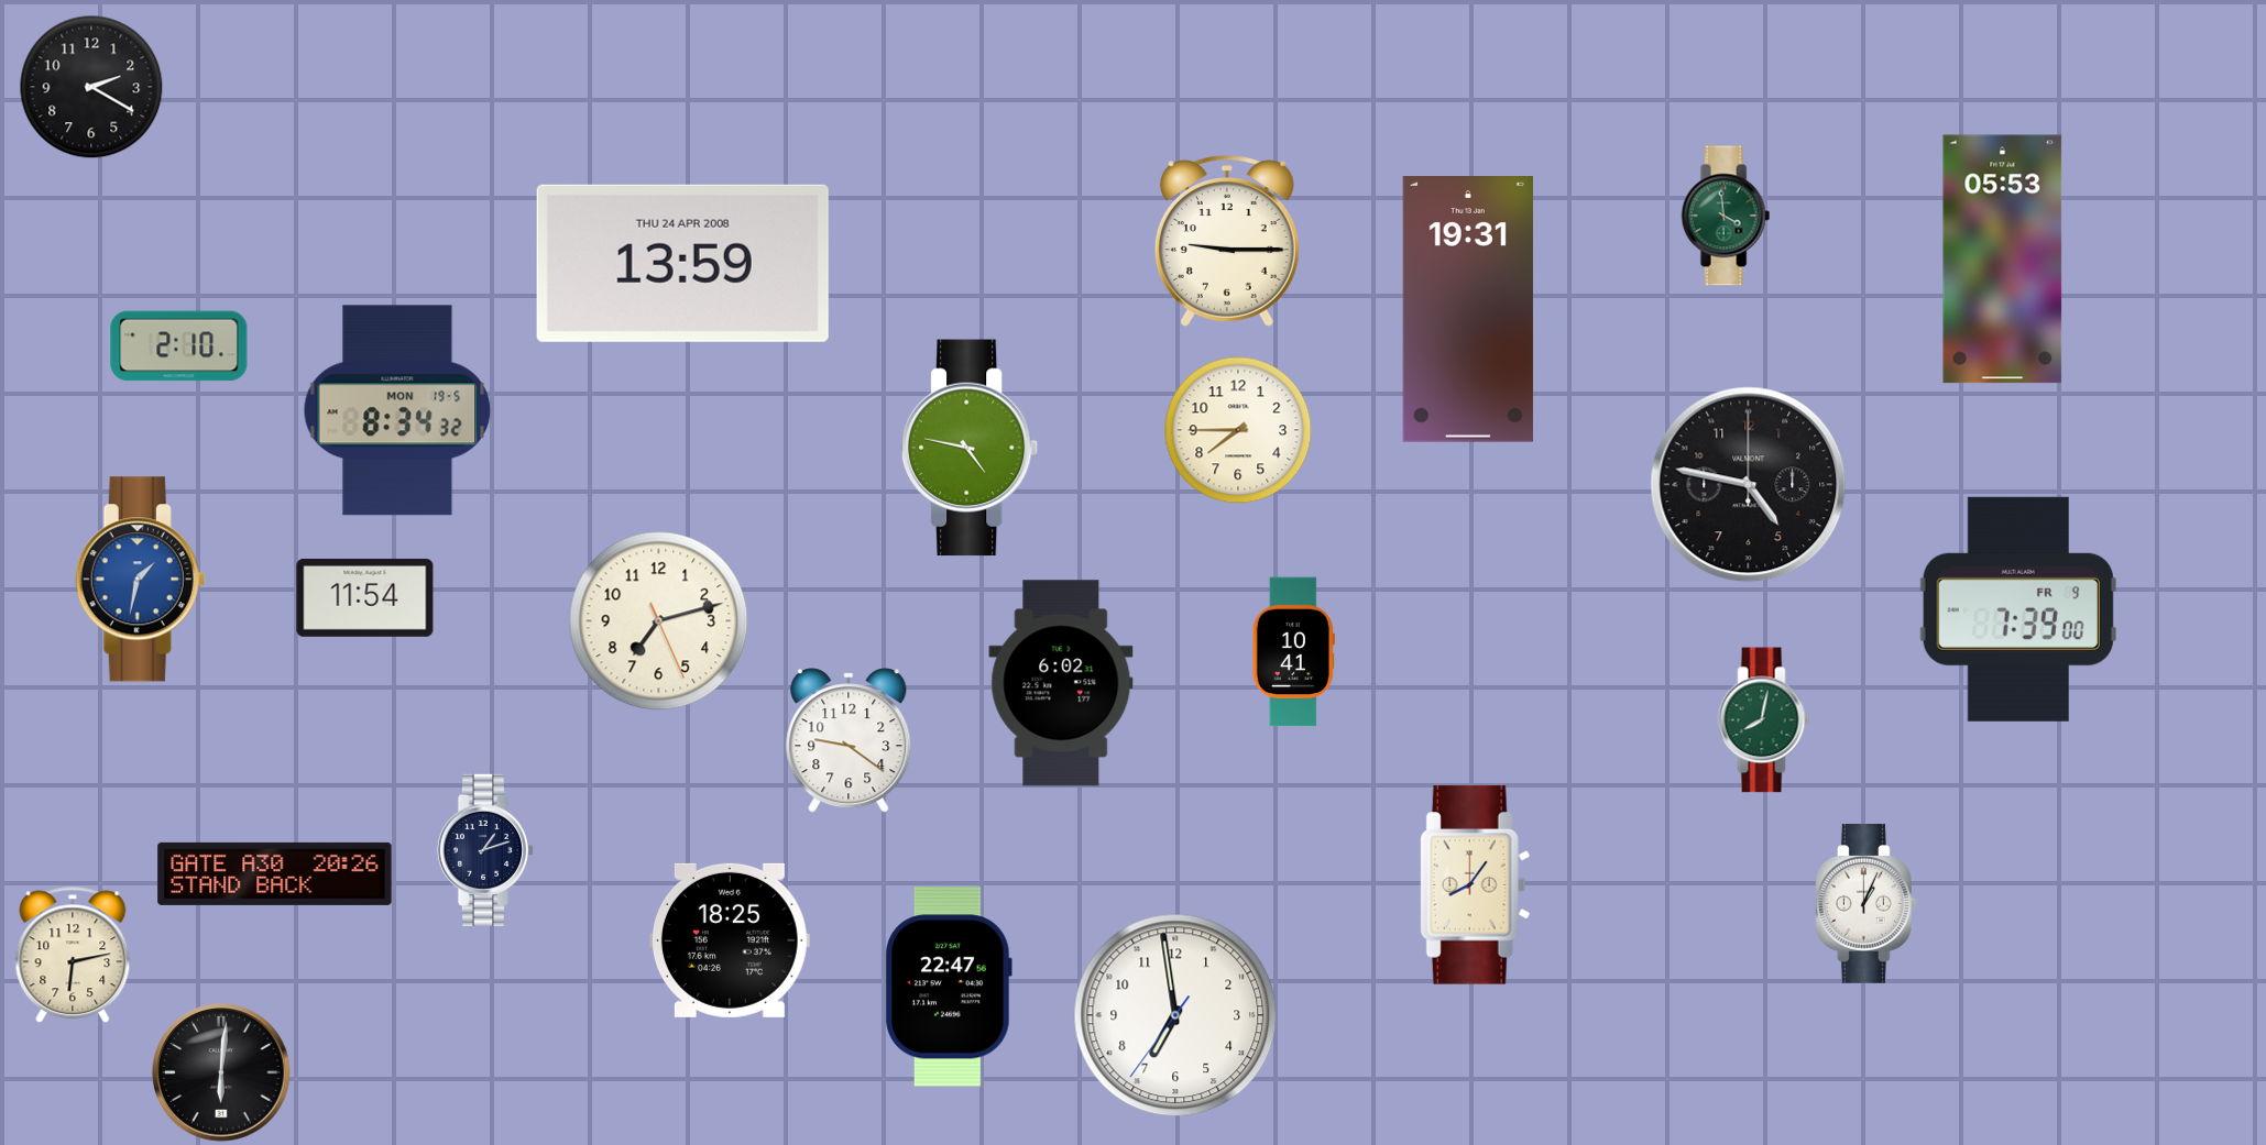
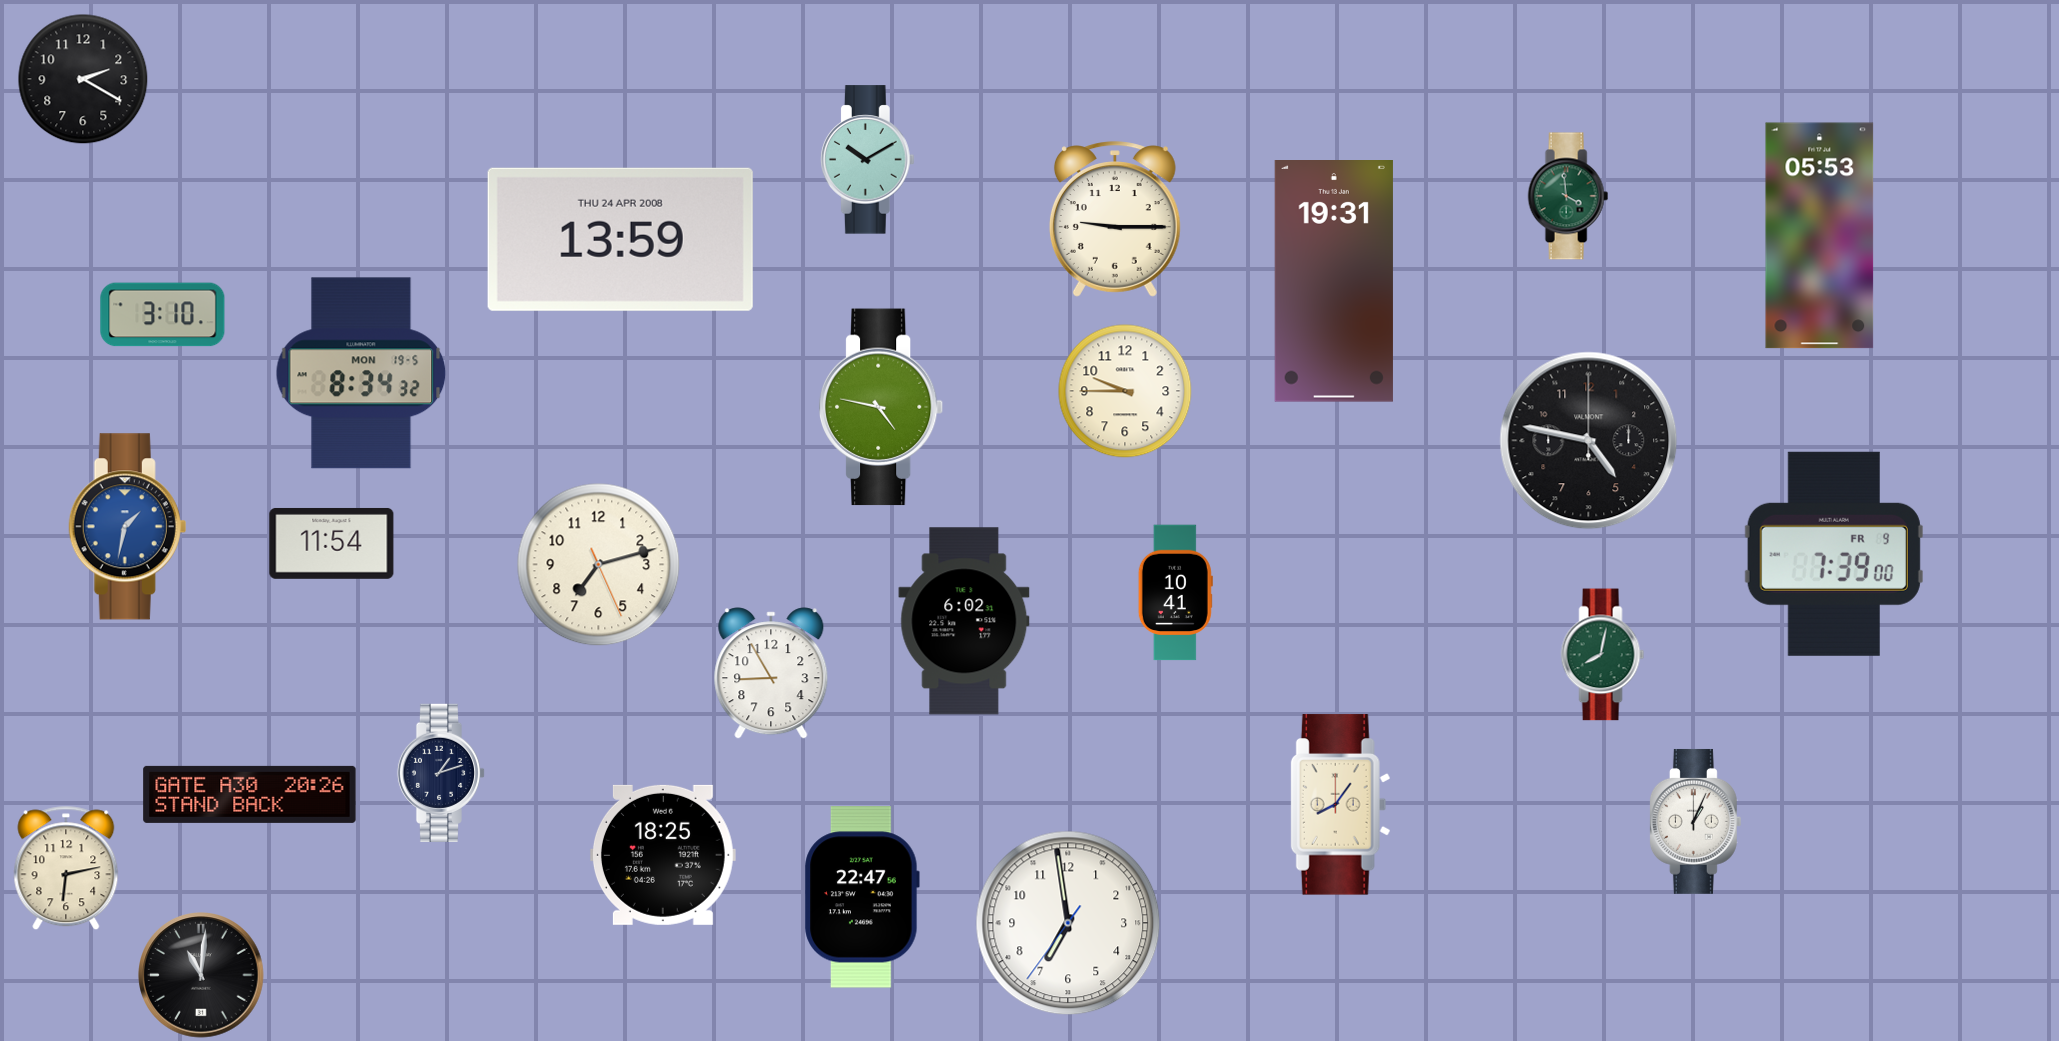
clock at (867, 160): none -> 10:10
clock at (179, 346): 2:10 -> 3:10
clock at (1238, 430): 7:45 -> 9:45
clock at (849, 740): 9:21 -> 8:55
clock at (221, 1072): 6:01 -> 11:01
